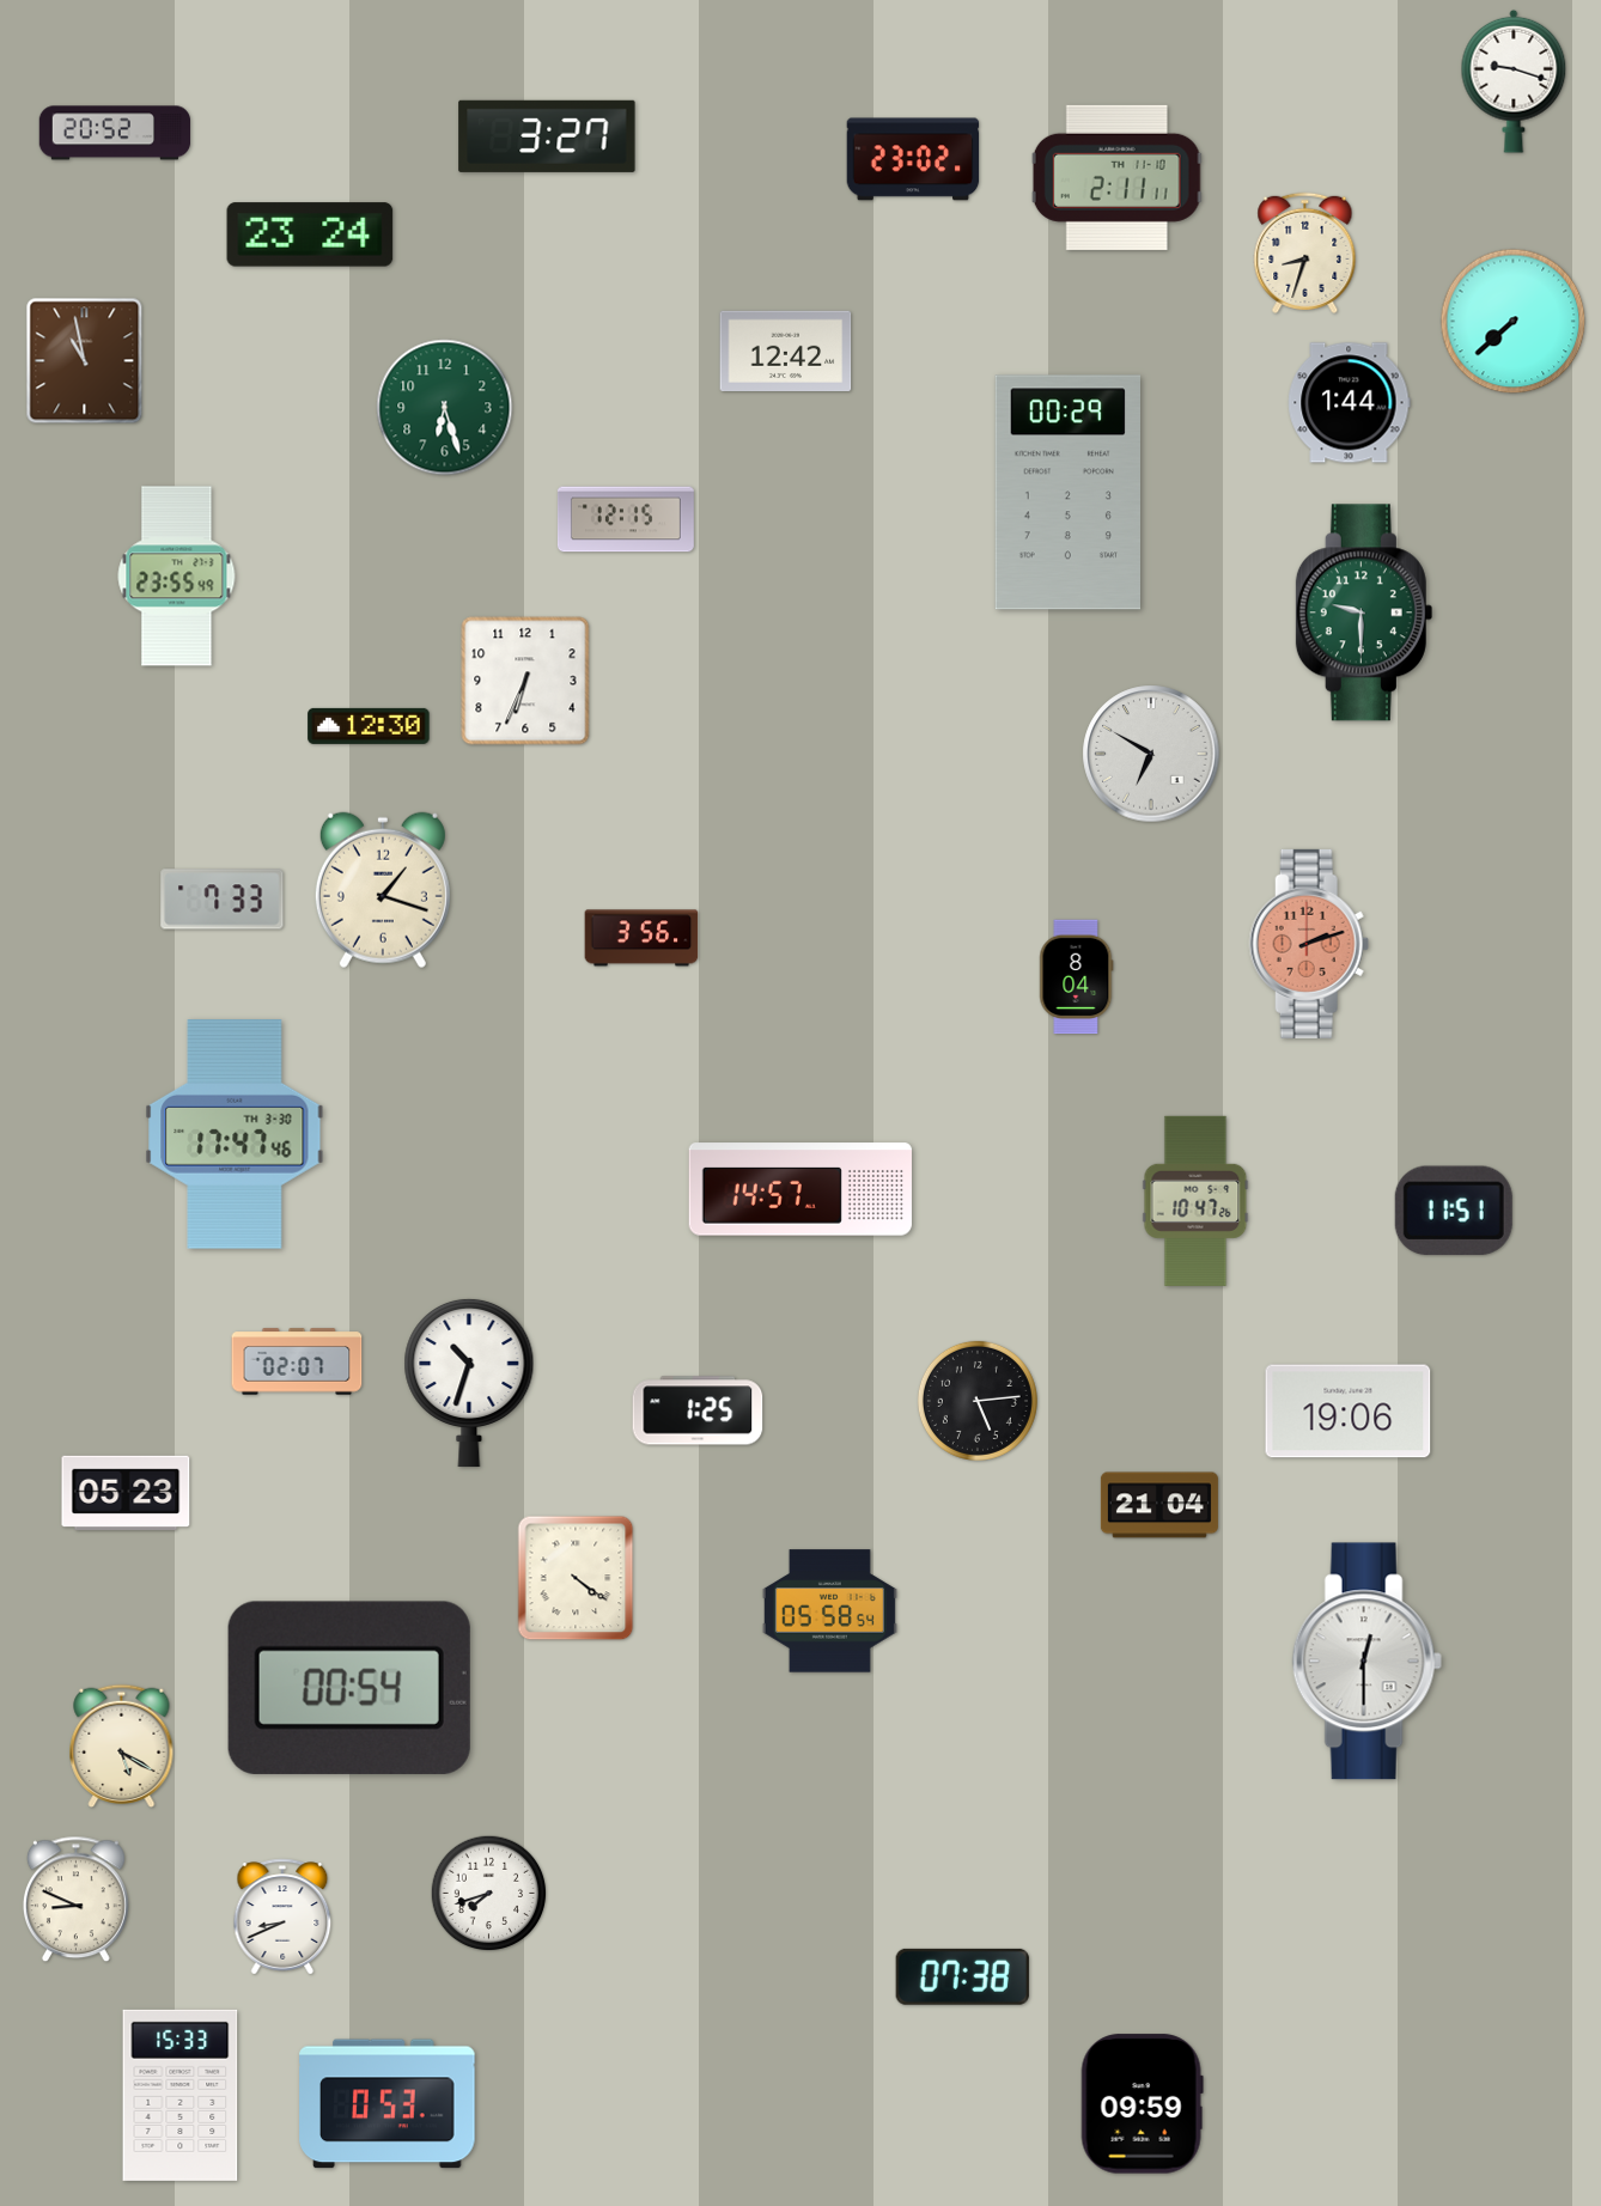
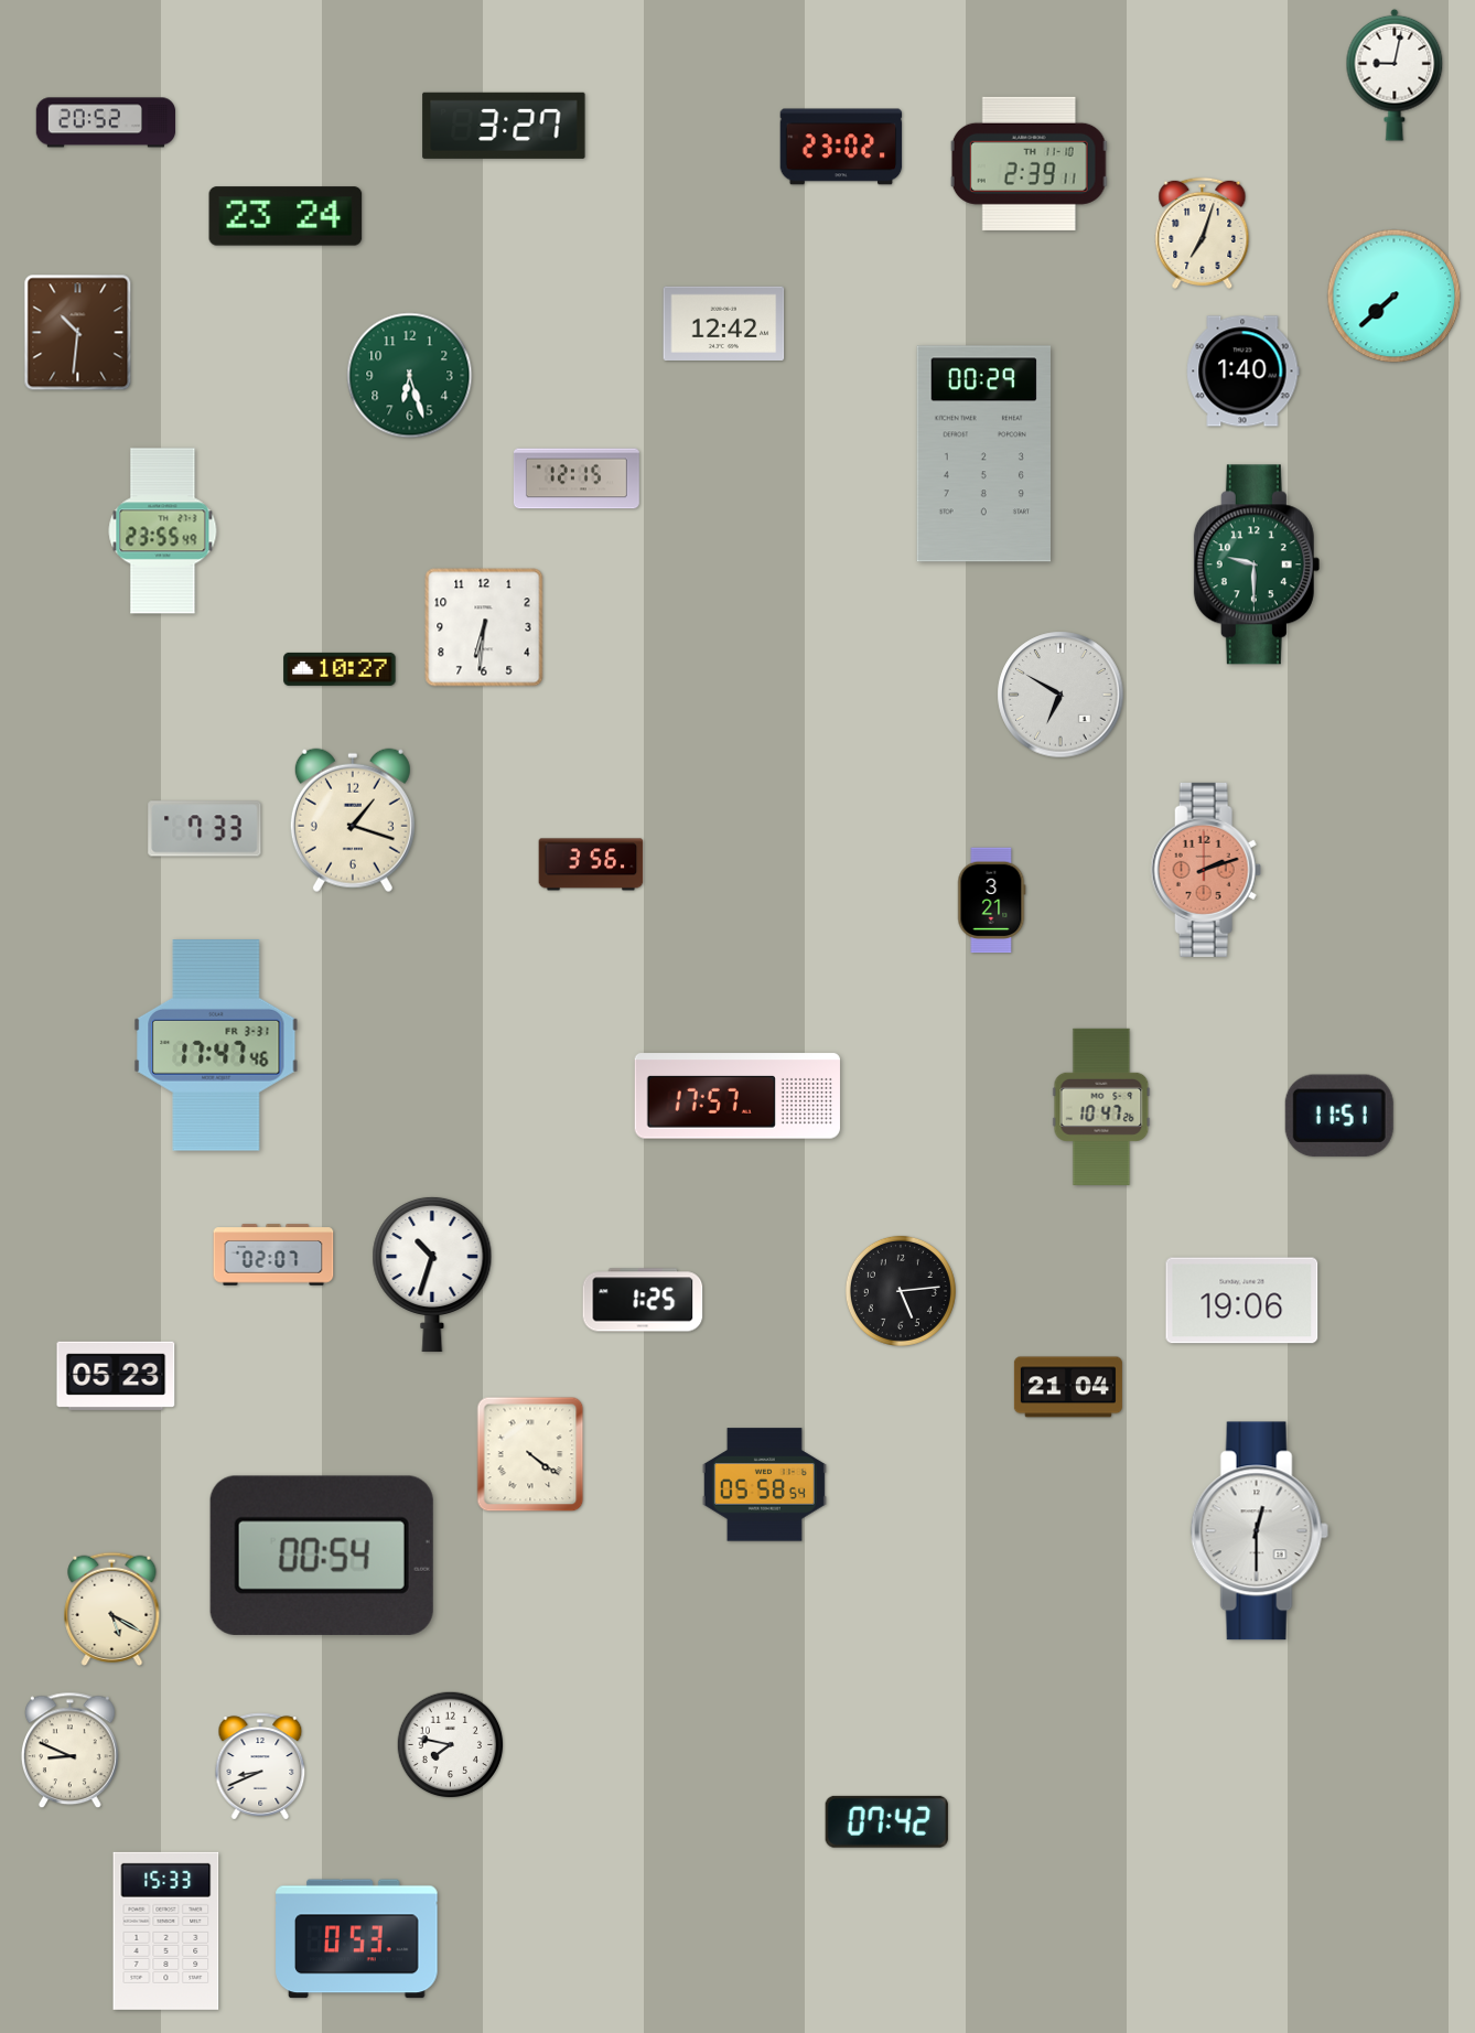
clock at (1514, 81): 9:18 -> 9:02
clock at (1118, 177): 2:11 -> 2:39
clock at (1305, 252): 8:33 -> 7:03
clock at (85, 361): 10:58 -> 10:31
clock at (1350, 403): 1:44 -> 1:40
clock at (525, 681): 6:34 -> 6:31
clock at (369, 726): 12:30 -> 10:27
clock at (1077, 977): 8:04 -> 3:21
clock at (235, 1134) date: TH 3-30 -> FR 3-31
clock at (801, 1189): 14:57 -> 17:57
clock at (489, 1894): 7:42 -> 7:47
clock at (962, 1976): 07:38 -> 07:42
clock at (1142, 2104): 09:59 -> none
